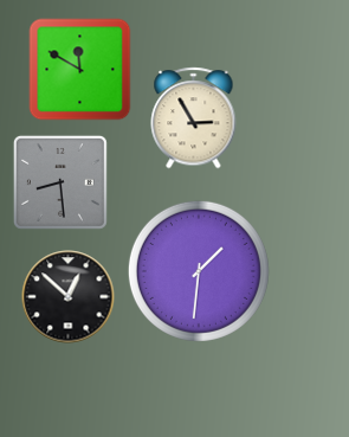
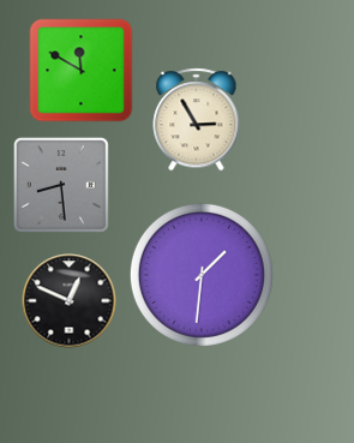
clock at (69, 297): 12:52 -> 12:49
